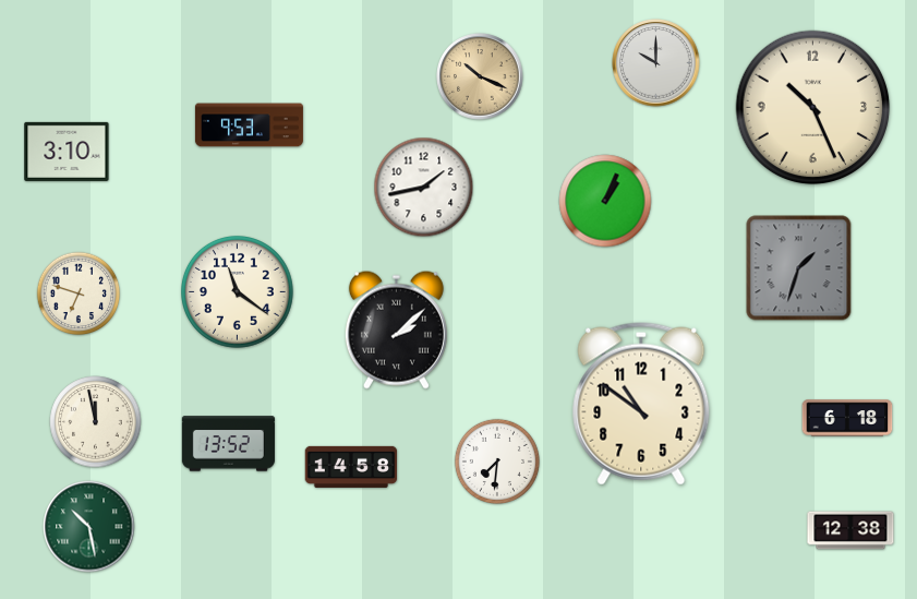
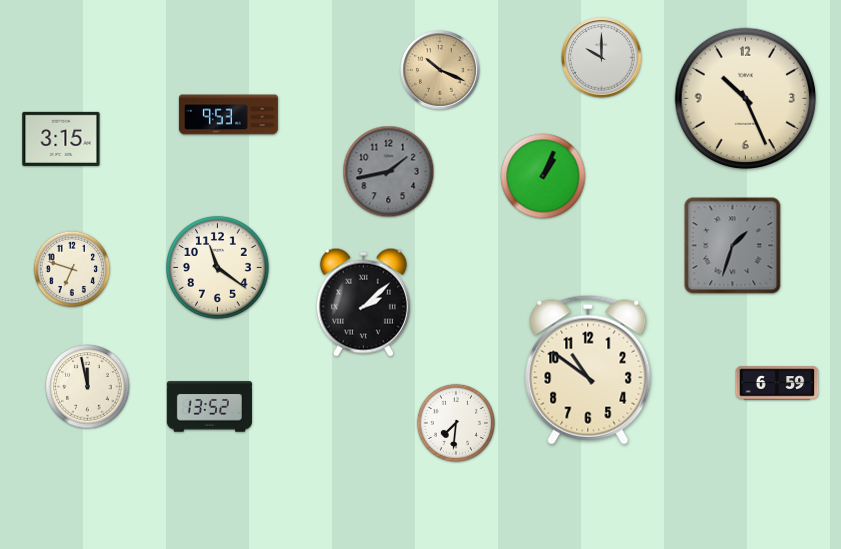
clock at (67, 152): 3:10 -> 3:15
clock at (424, 188) dial: white -> grey
clock at (605, 201) position: (605, 201) -> (543, 176)
clock at (847, 418): 6:18 -> 6:59
clock at (351, 467): 14:58 -> none
clock at (89, 527): 10:28 -> none
clock at (850, 530): 12:38 -> none
